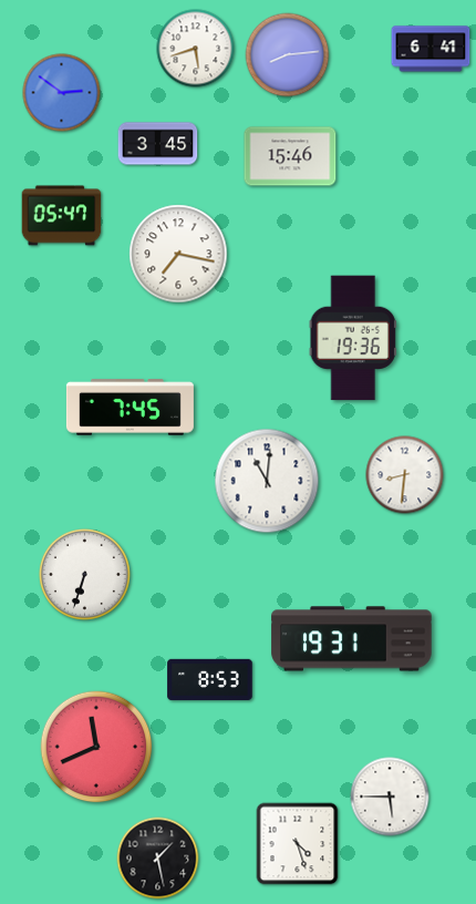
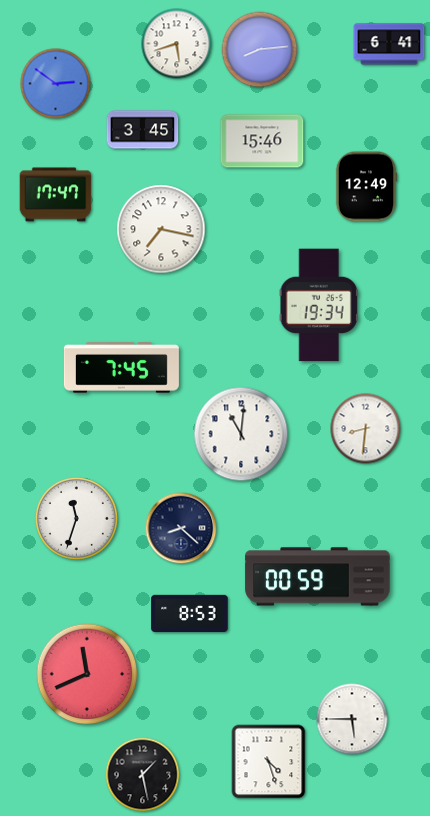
clock at (366, 187): none -> 12:49
clock at (62, 216): 05:47 -> 17:47
clock at (353, 338): 19:36 -> 19:34
clock at (130, 408) position: (130, 408) -> (121, 368)
clock at (84, 574): 6:33 -> 11:33
clock at (181, 528): none -> 8:22
clock at (352, 639): 19:31 -> 00:59
